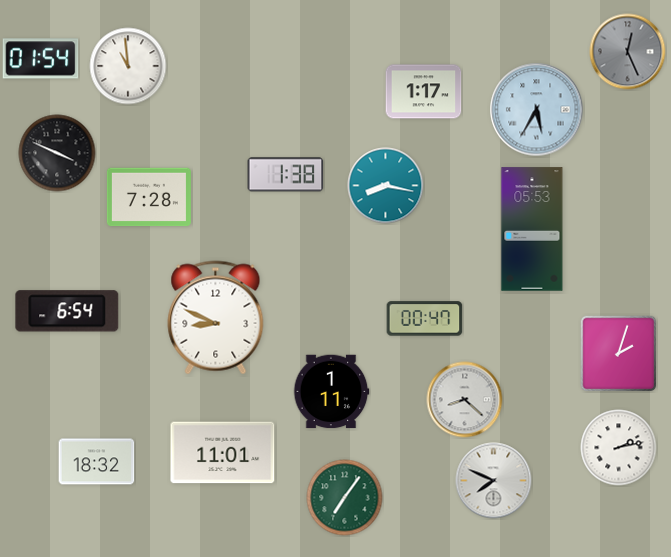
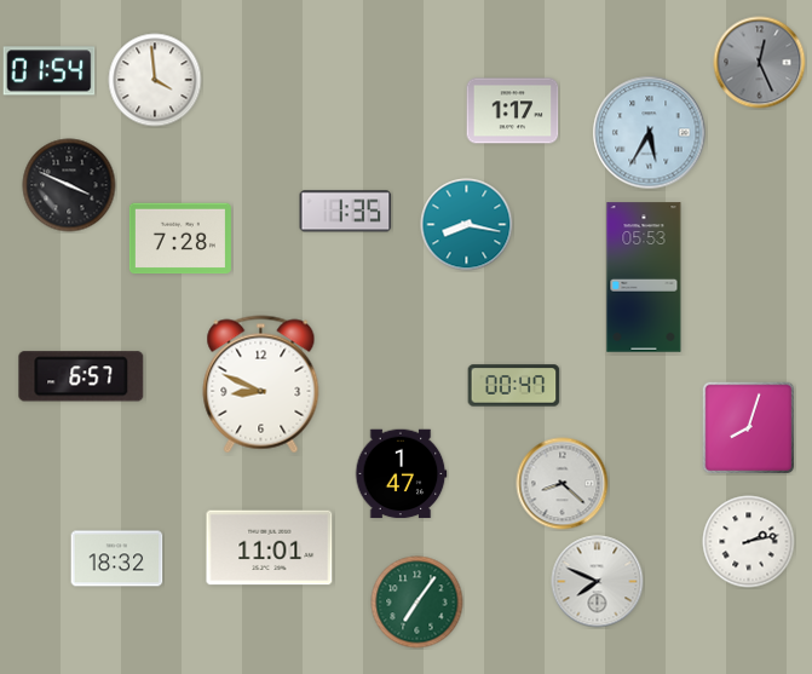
clock at (128, 66): 10:59 -> 3:59
clock at (286, 175): 1:38 -> 1:35
clock at (67, 311): 6:54 -> 6:57
clock at (618, 353): 2:03 -> 8:03
clock at (331, 392): 1:11 -> 1:47
